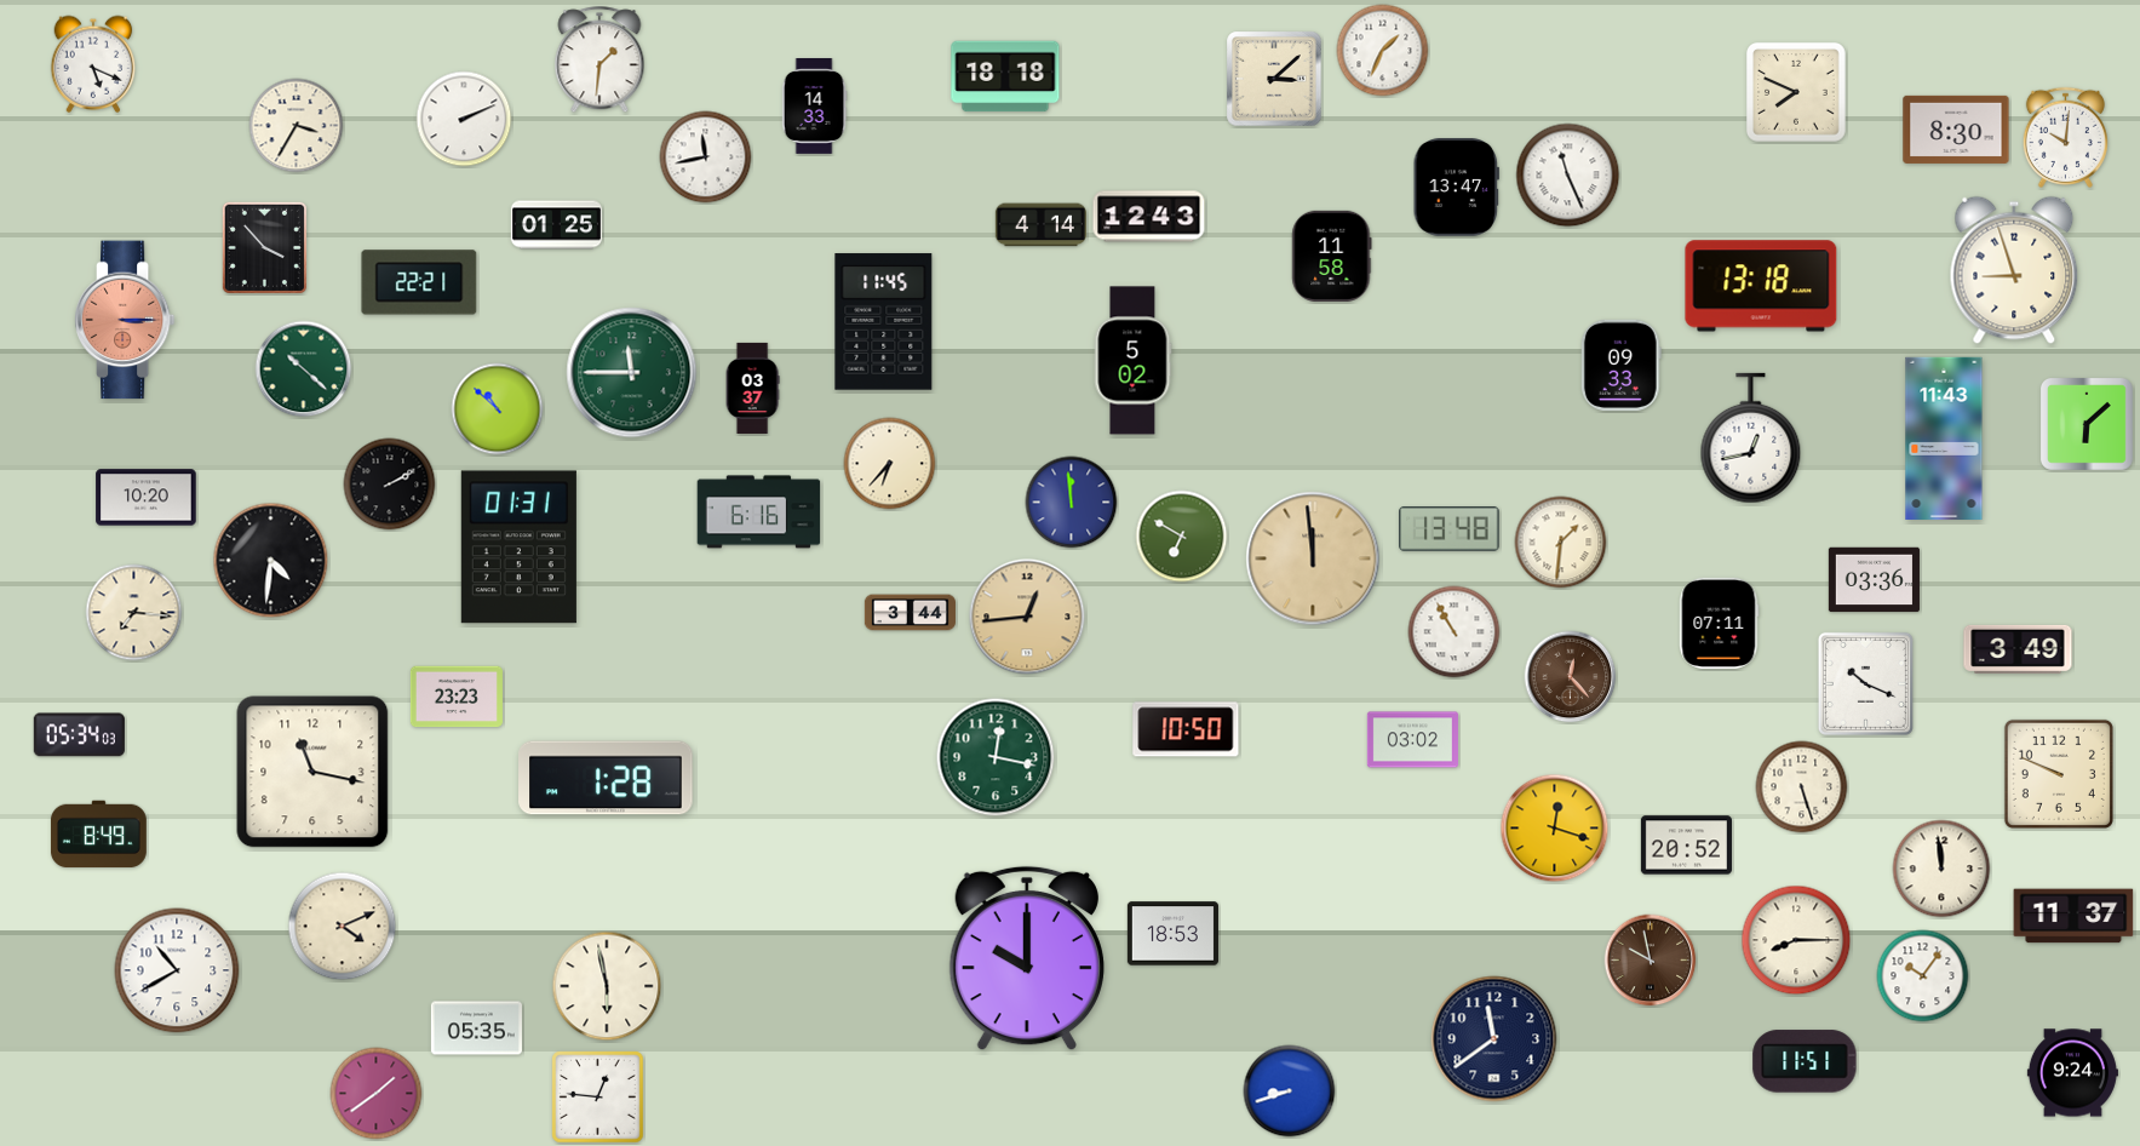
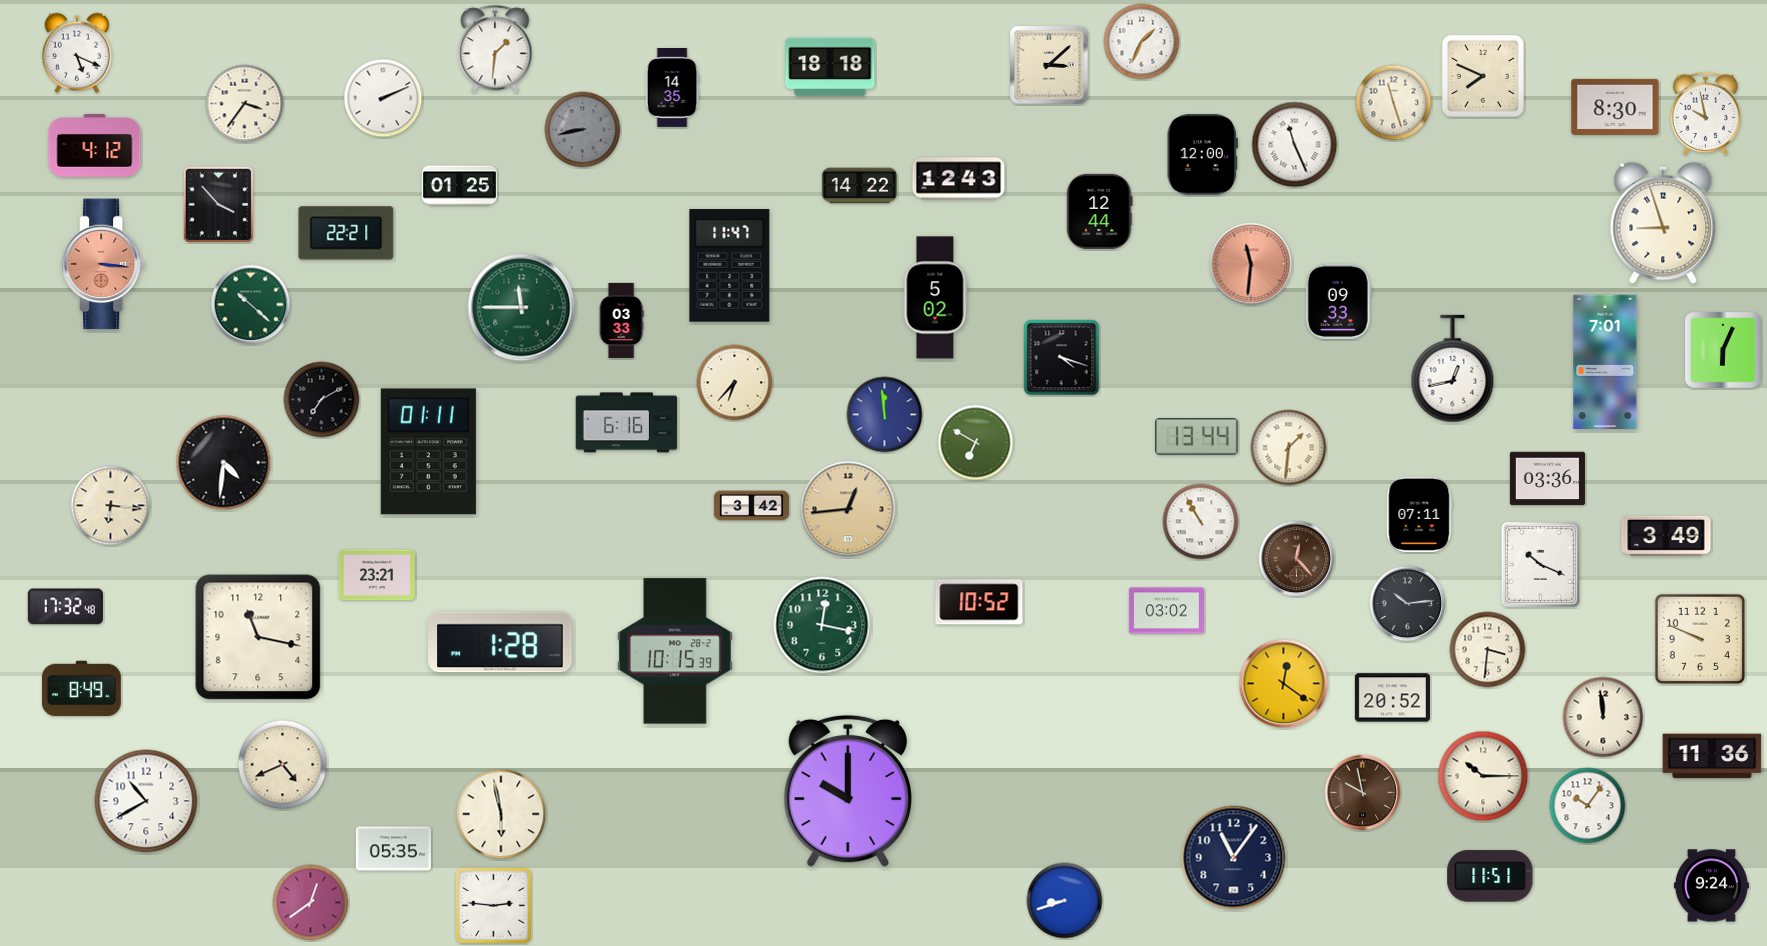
clock at (1005, 76) position: (1005, 76) -> (830, 67)
clock at (1274, 79) position: (1274, 79) -> (1049, 65)
clock at (814, 107): 14:33 -> 14:35
clock at (1394, 103): none -> 11:27
clock at (297, 126): 3:35 -> 3:36
clock at (2065, 137): 10:01 -> 9:58
clock at (706, 157): 11:43 -> 8:43
clock at (706, 157) dial: white -> grey
clock at (95, 146): none -> 4:12
clock at (1456, 188): 13:47 -> 12:00
clock at (1149, 217) position: (1149, 217) -> (959, 179)
clock at (1040, 225): 4:14 -> 14:22
clock at (1332, 256): 11:58 -> 12:44
clock at (1761, 286): 13:18 -> none
clock at (125, 320): 3:15 -> 3:16
clock at (1251, 264): none -> 11:31
clock at (884, 322): 11:45 -> 11:47
clock at (752, 388): 03:37 -> 03:33
clock at (498, 409): 10:52 -> none
clock at (2087, 424): 6:08 -> 6:04
clock at (1062, 358): none -> 4:18
clock at (1944, 437): 11:43 -> 7:01
clock at (1751, 439) position: (1751, 439) -> (1453, 369)
clock at (390, 485): 2:10 -> 7:10
clock at (147, 498): 10:20 -> none
clock at (1450, 529): 13:48 -> 13:44
clock at (518, 548): 01:31 -> 01:11
clock at (1313, 558): 11:59 -> none
clock at (134, 613): 7:16 -> 6:16
clock at (910, 613): 3:44 -> 3:42
clock at (457, 697): 23:23 -> 23:21
clock at (1186, 729): 10:50 -> 10:52
clock at (1408, 604): none -> 10:14
clock at (79, 735): 05:34 -> 17:32
clock at (1802, 787): 5:27 -> 3:31
clock at (675, 651): none -> 10:15
clock at (1555, 829): 12:18 -> 12:21
clock at (2073, 916): 11:37 -> 11:36
clock at (343, 927): 4:11 -> 4:41
clock at (1172, 934): 18:53 -> none
clock at (1796, 940): 8:15 -> 10:15
clock at (1494, 1039): 11:39 -> 11:06
clock at (377, 1094): 1:39 -> 12:39
clock at (598, 1098): 12:46 -> 2:46
